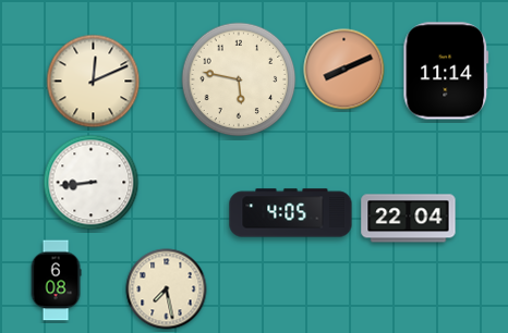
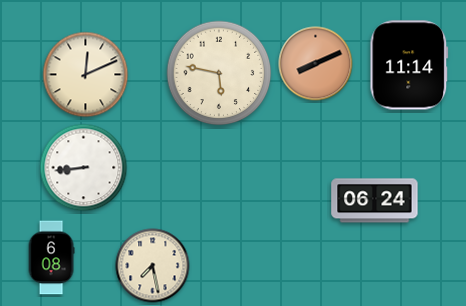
clock at (291, 213): 4:05 -> none
clock at (409, 219): 22:04 -> 06:24
